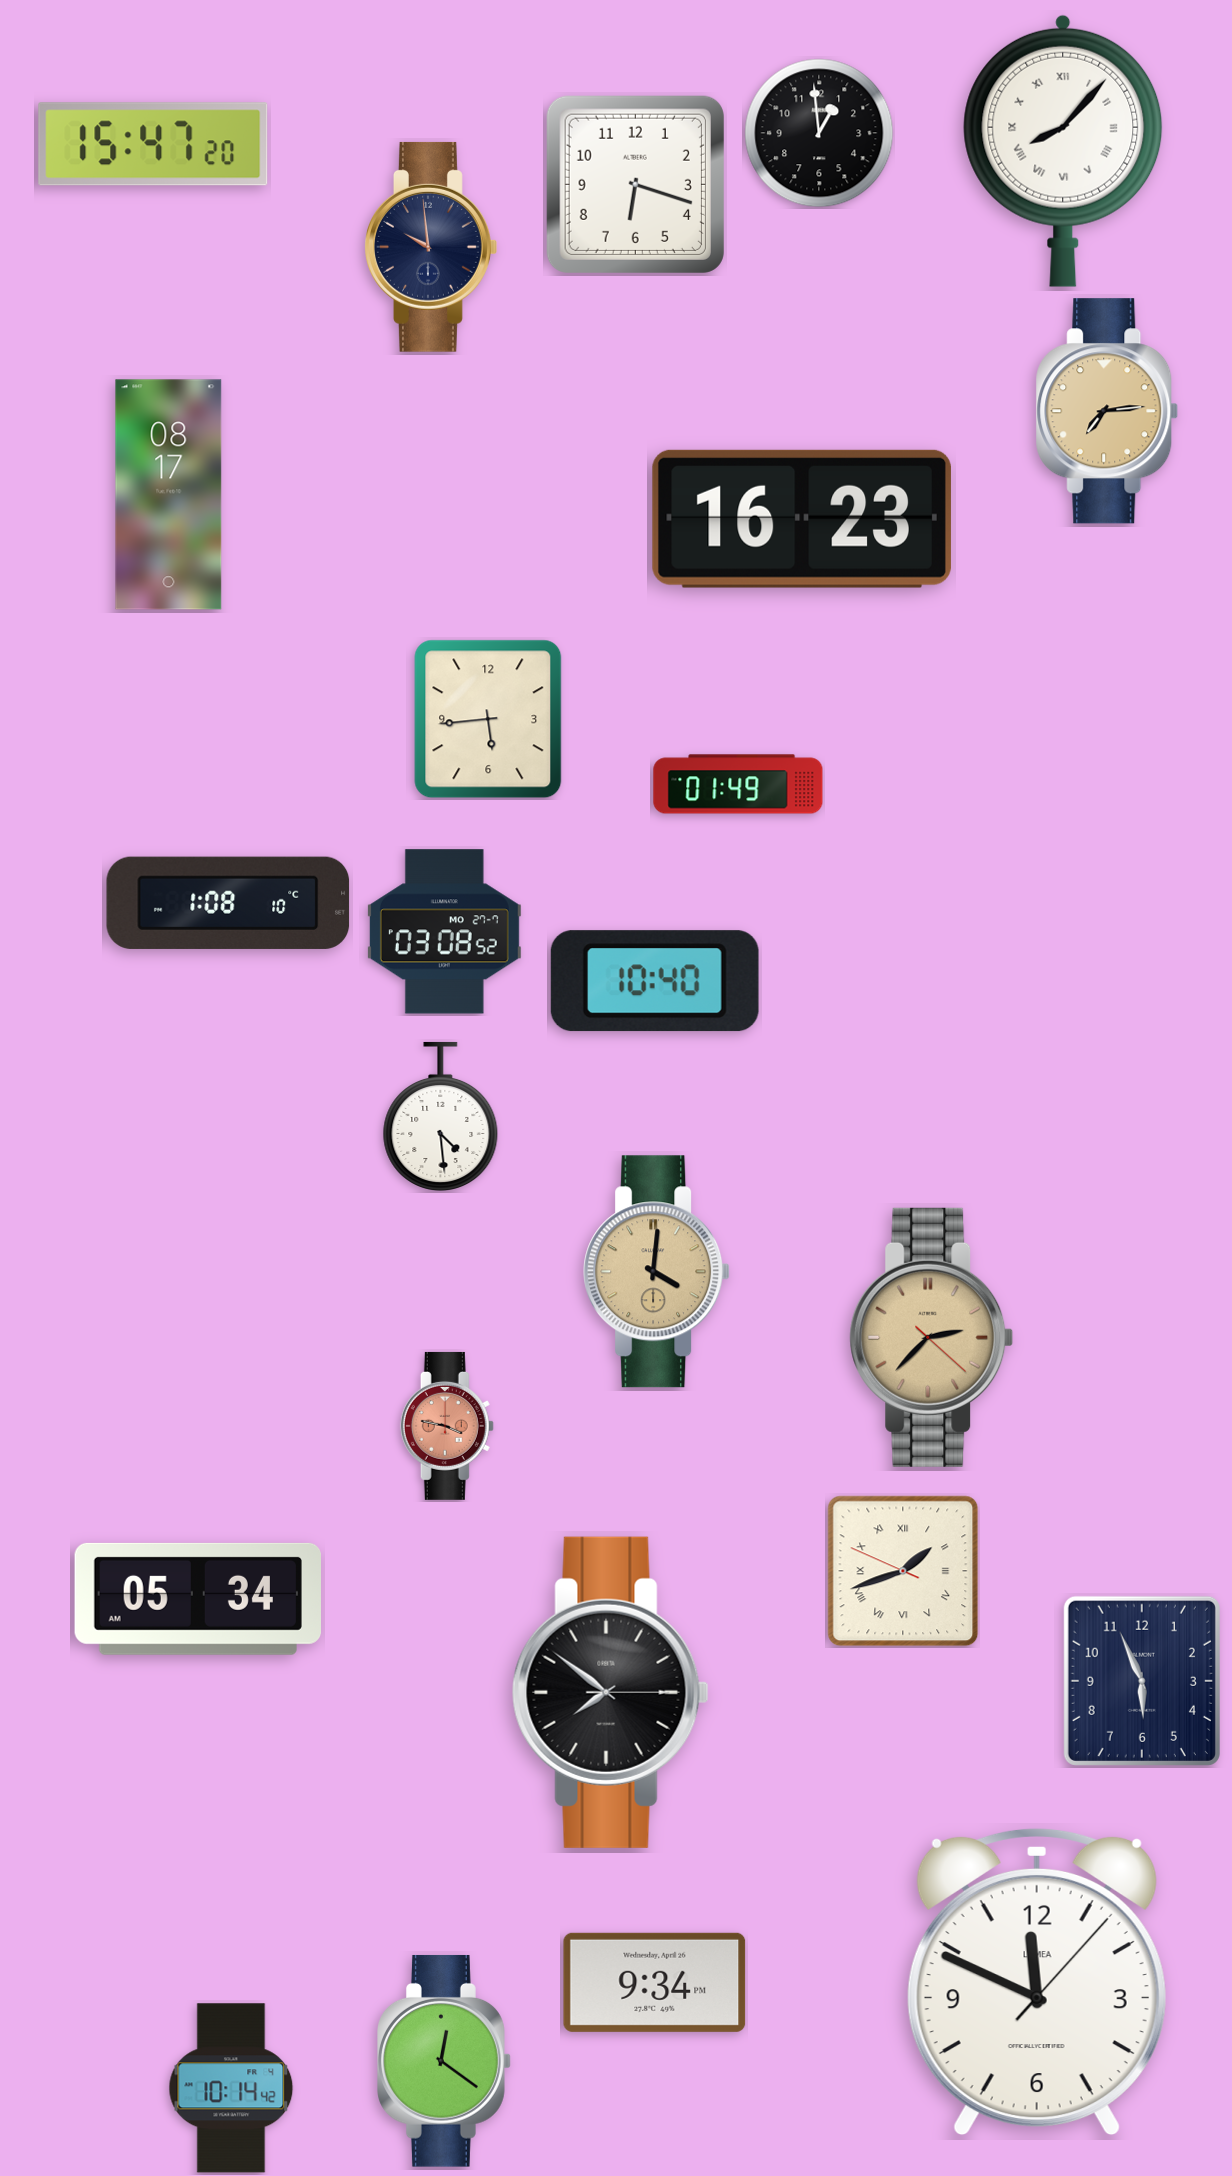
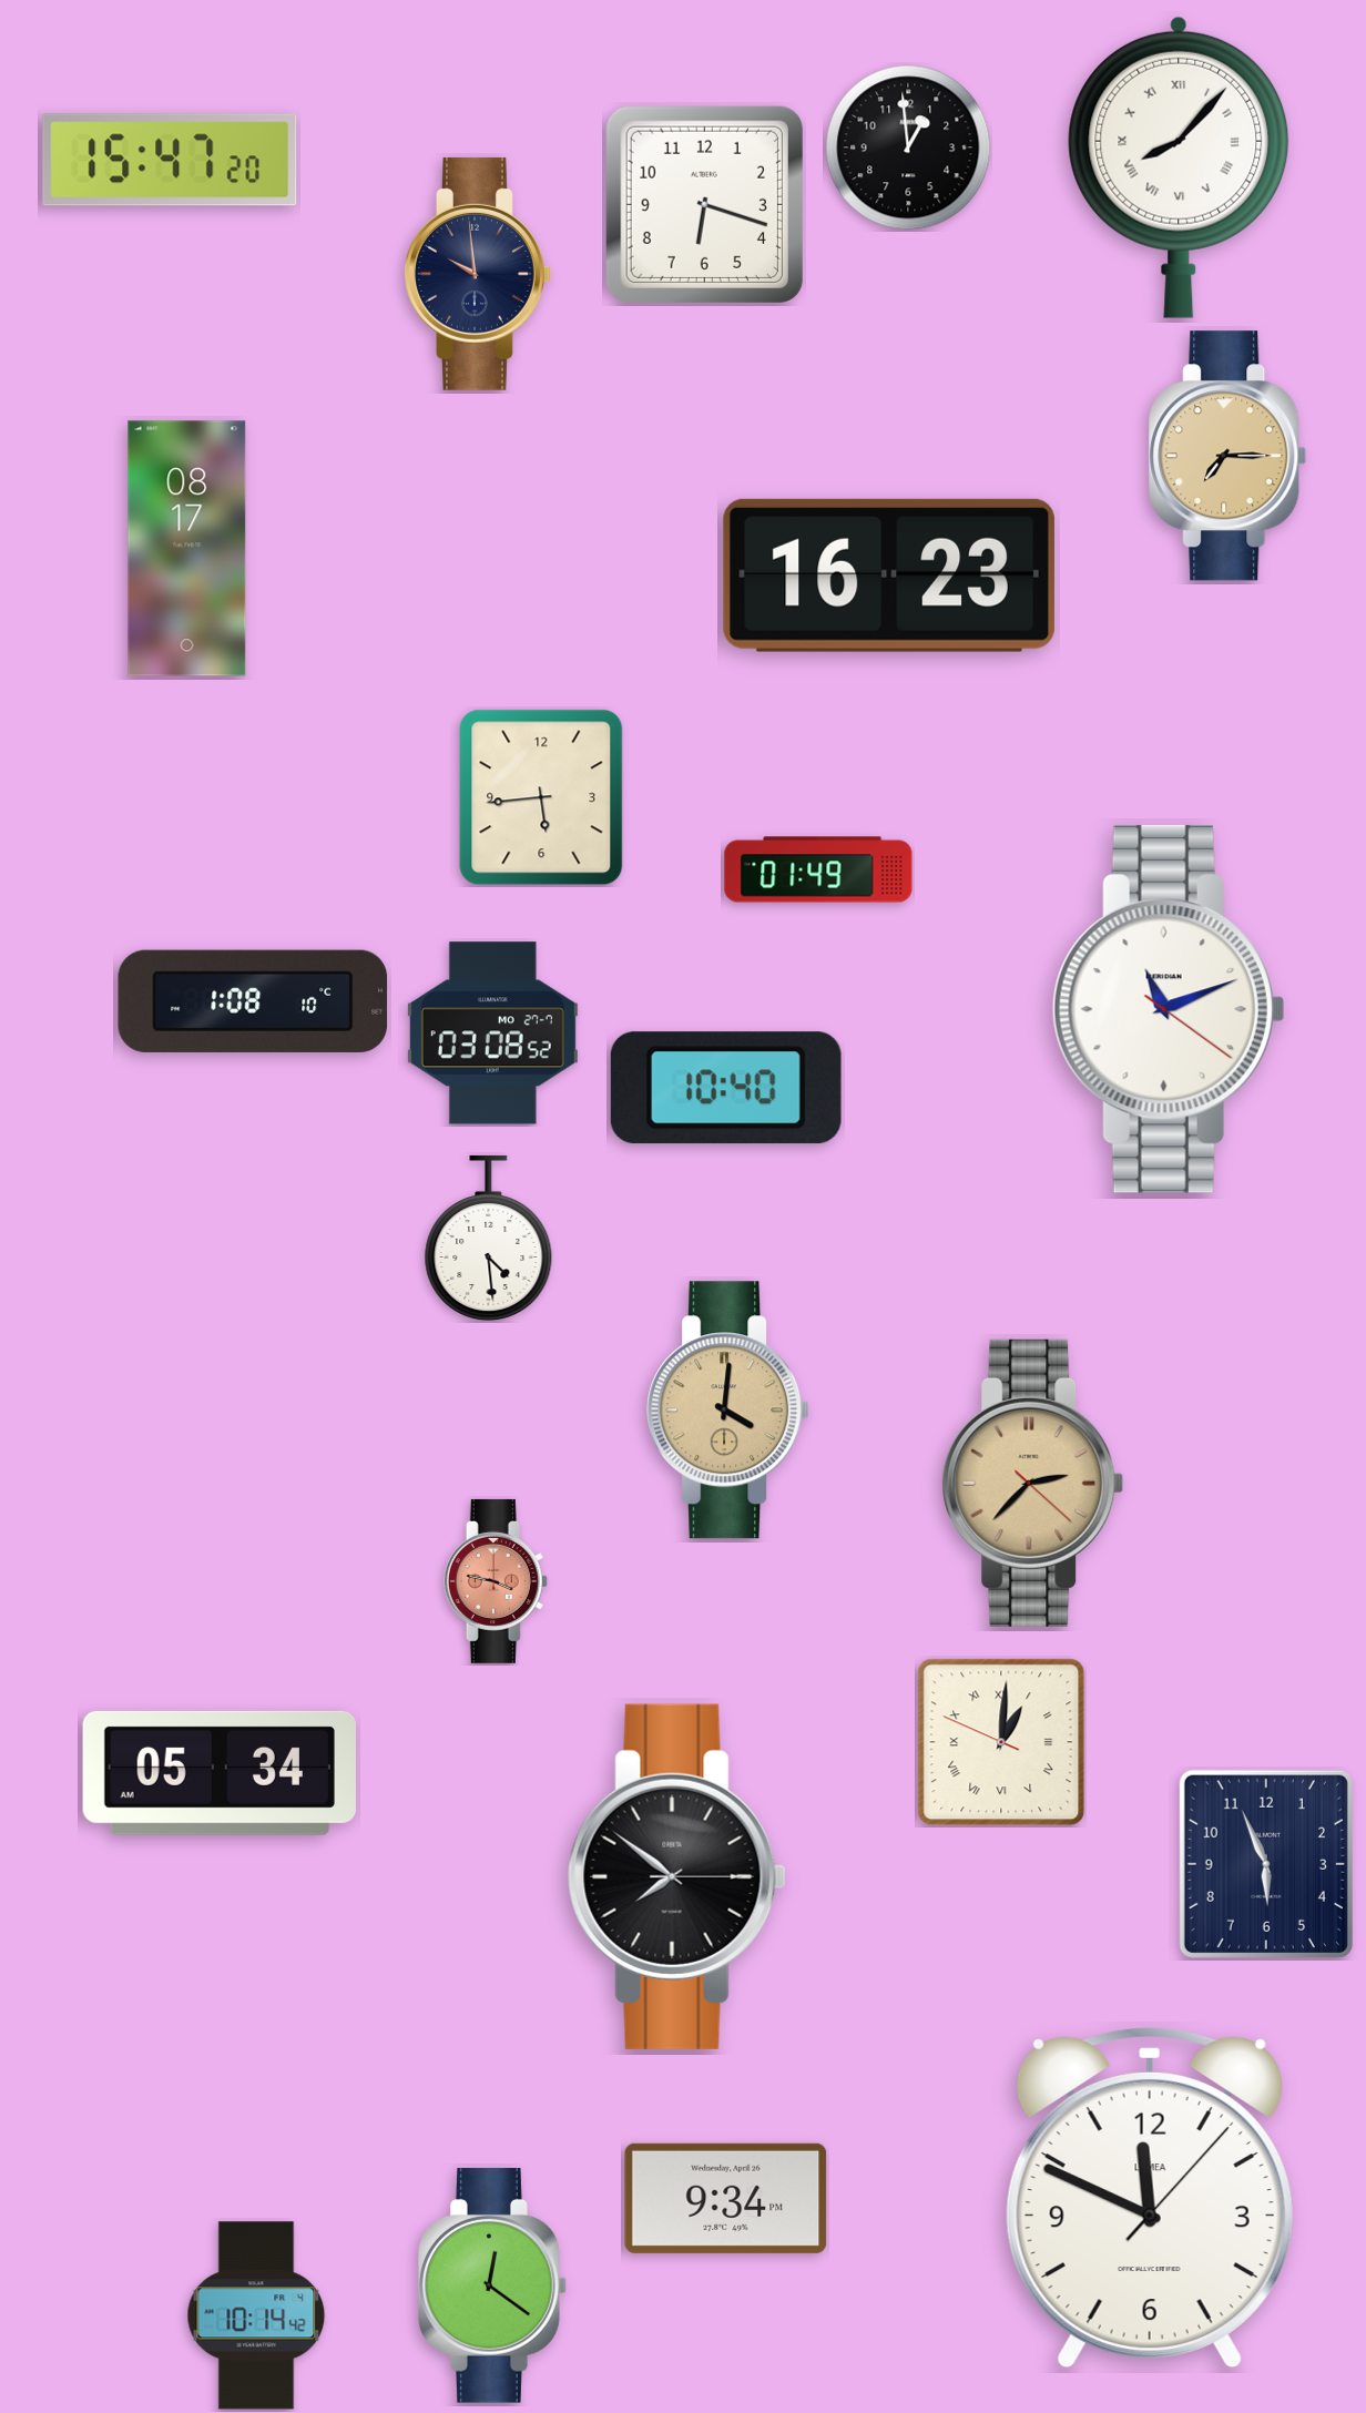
clock at (1107, 411): 7:14 -> 7:15
clock at (1169, 1009): none -> 11:11
clock at (903, 1571): 1:41 -> 1:00
